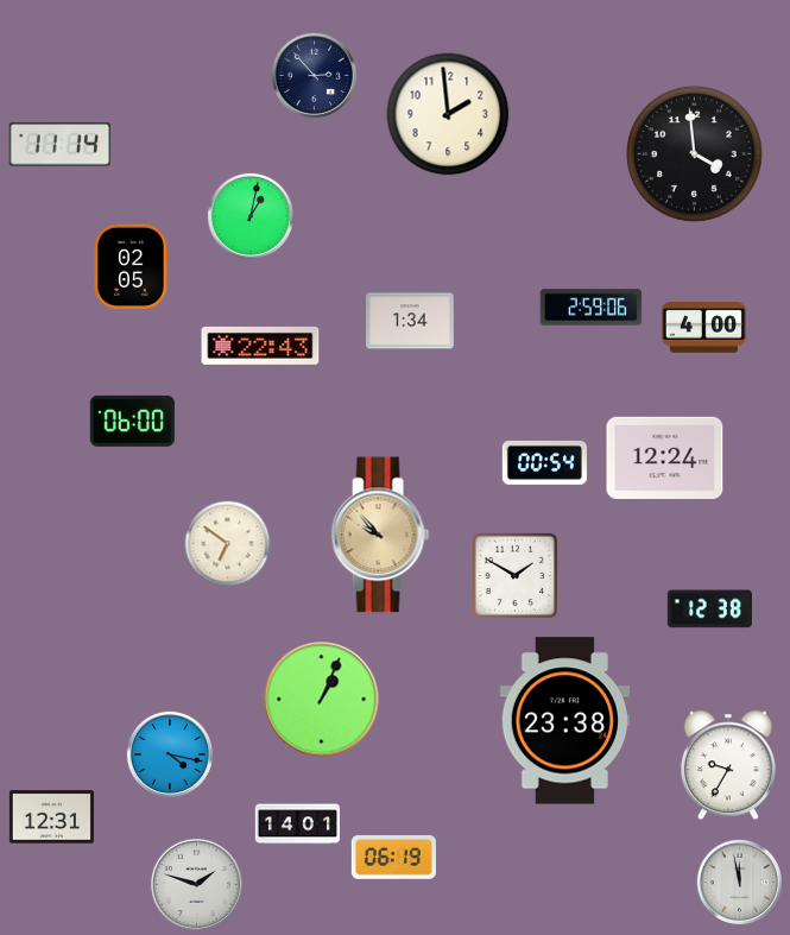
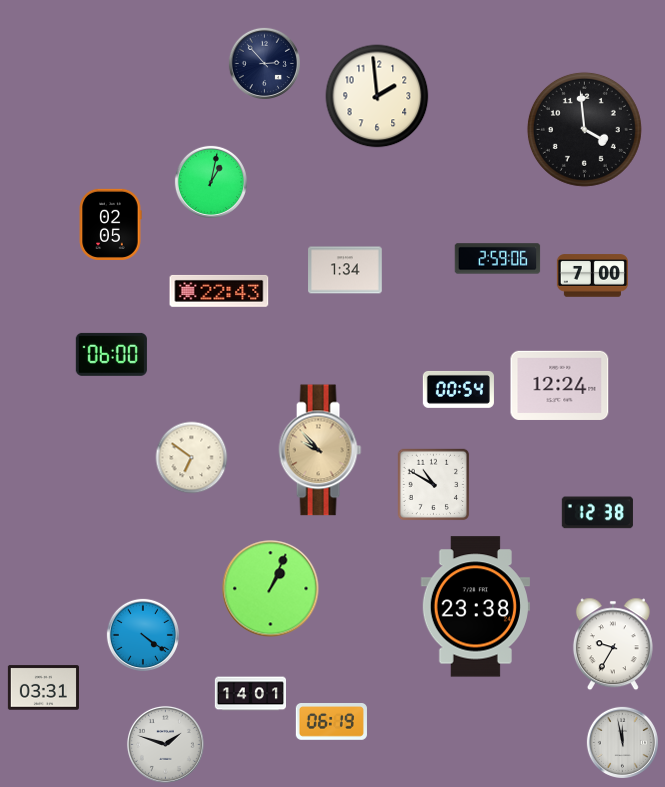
clock at (61, 145): 11:14 -> none
clock at (703, 328): 4:00 -> 7:00
clock at (516, 576): 1:50 -> 10:50
clock at (170, 754): 4:17 -> 4:21
clock at (51, 817): 12:31 -> 03:31
